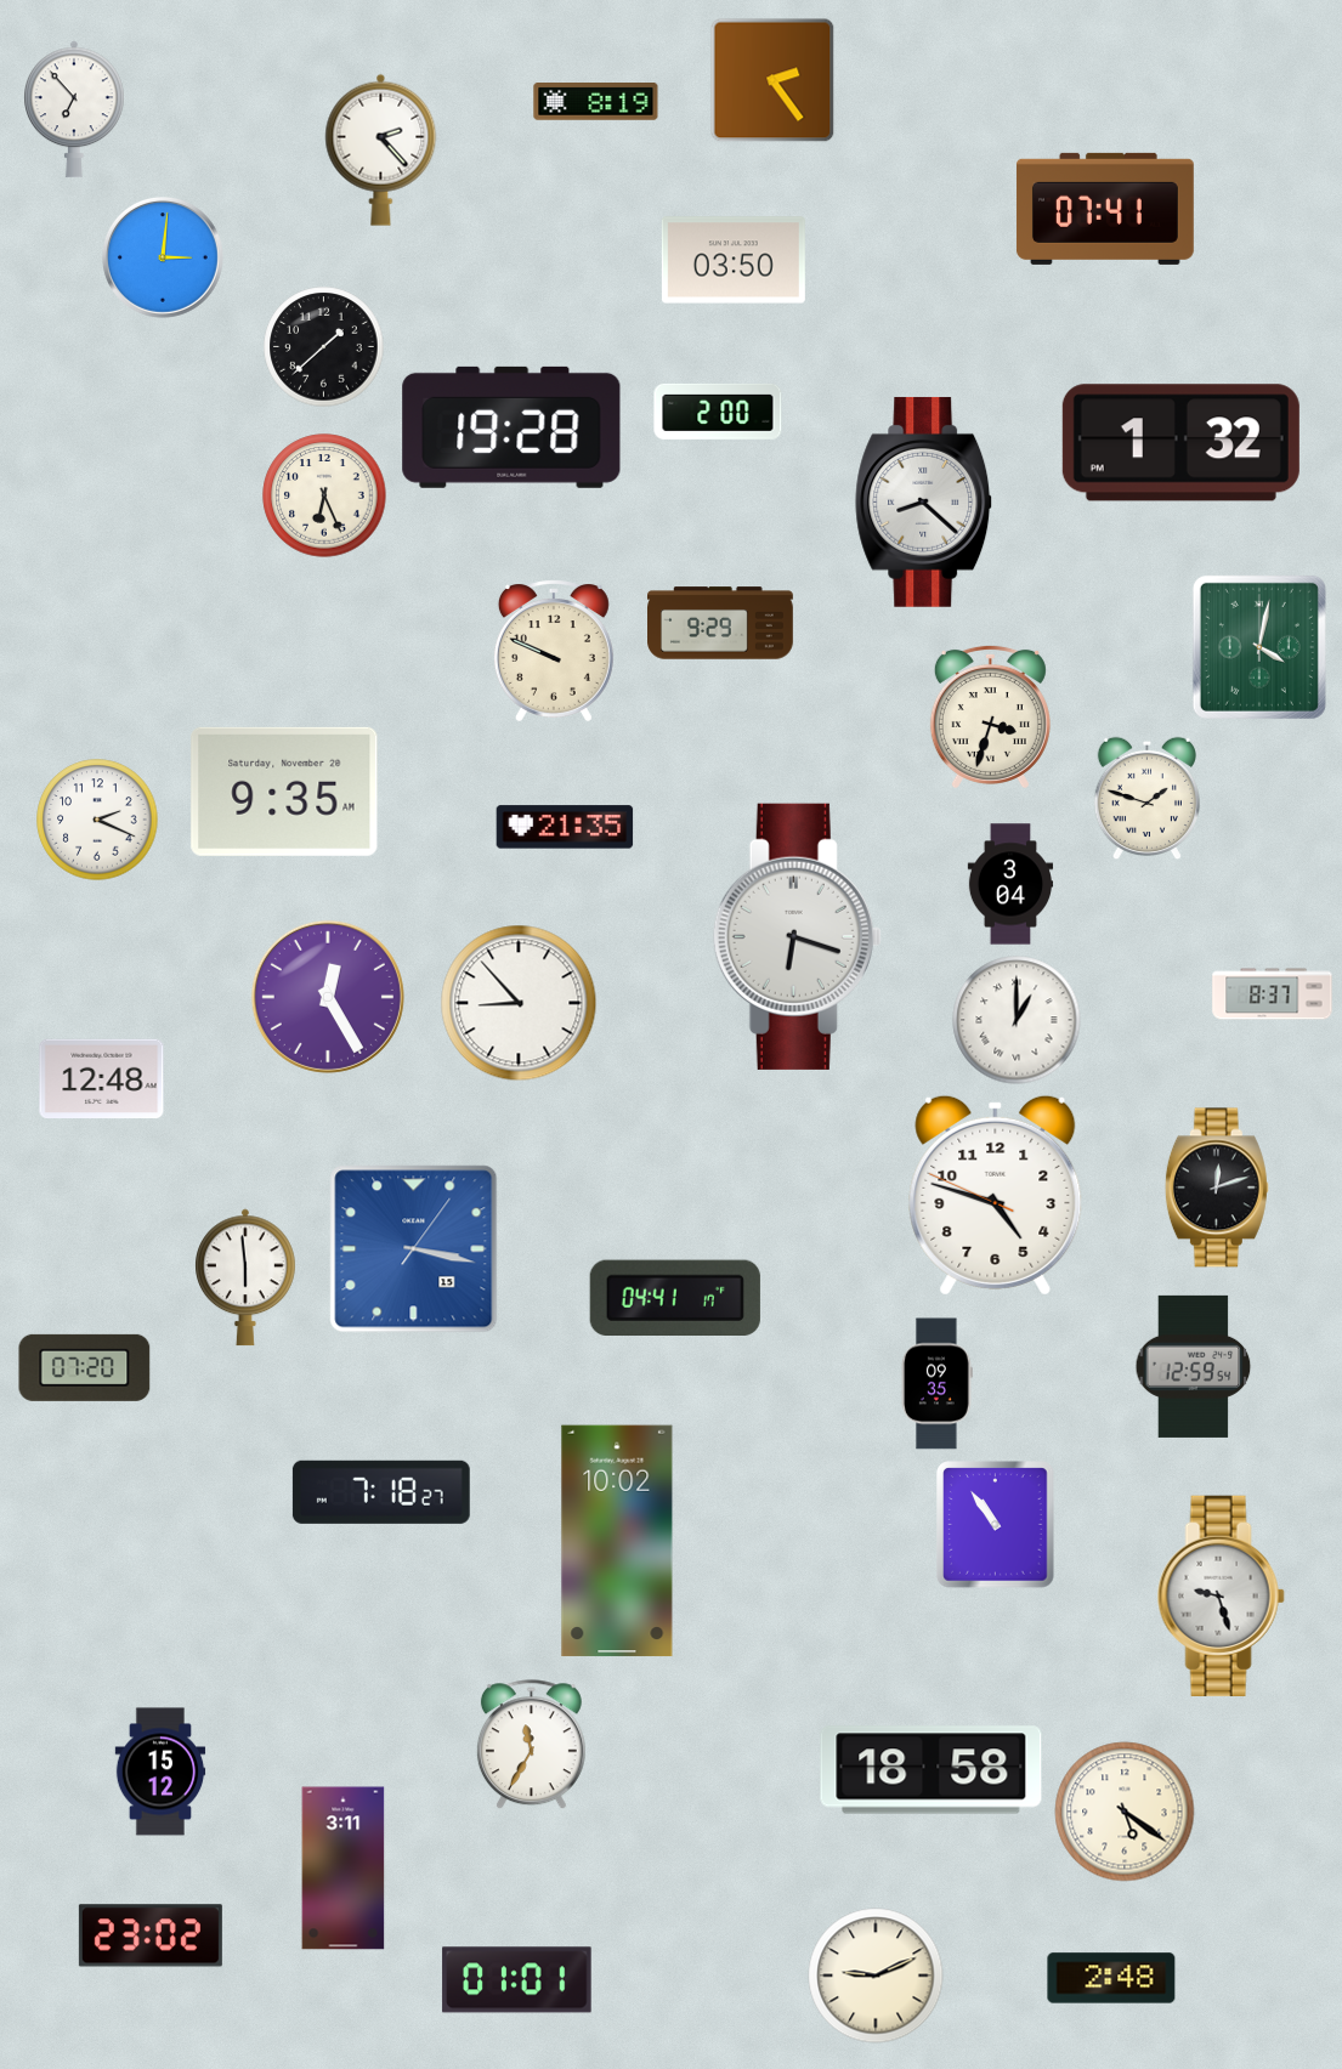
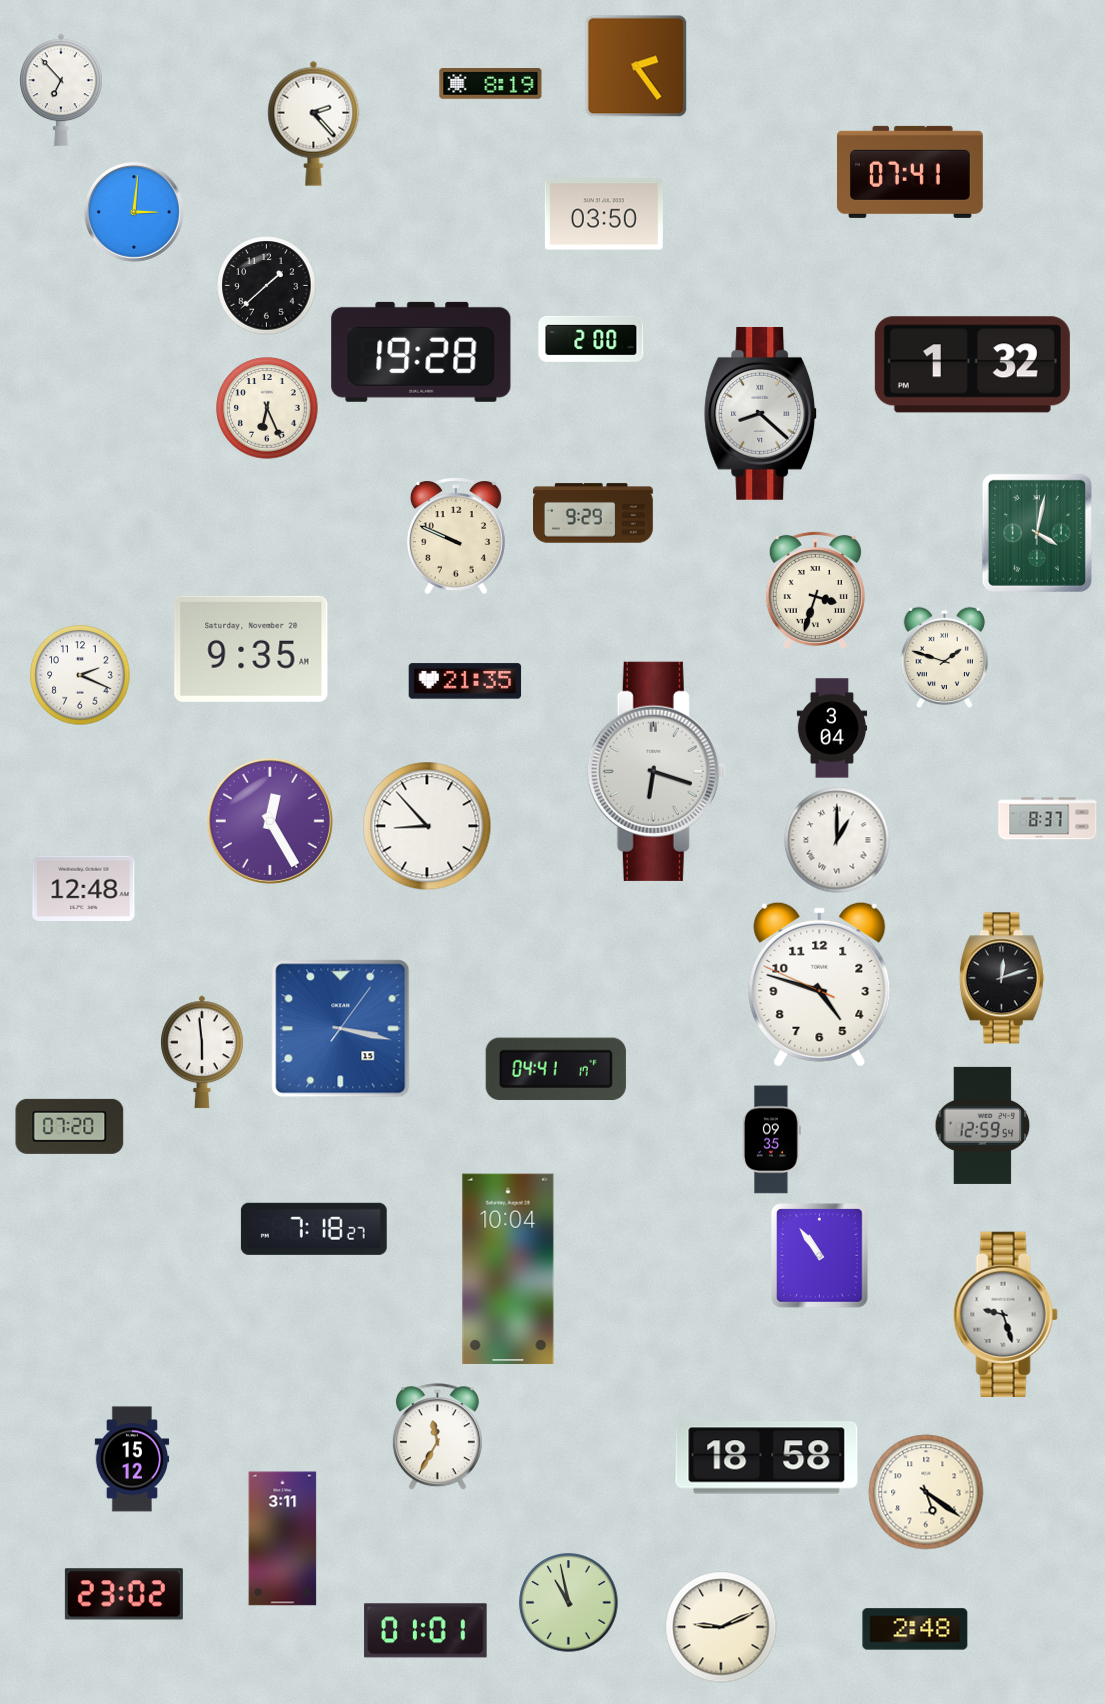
clock at (284, 792) position: (284, 792) -> (251, 649)
clock at (617, 1541): 10:02 -> 10:04
clock at (569, 1603): none -> 10:58
